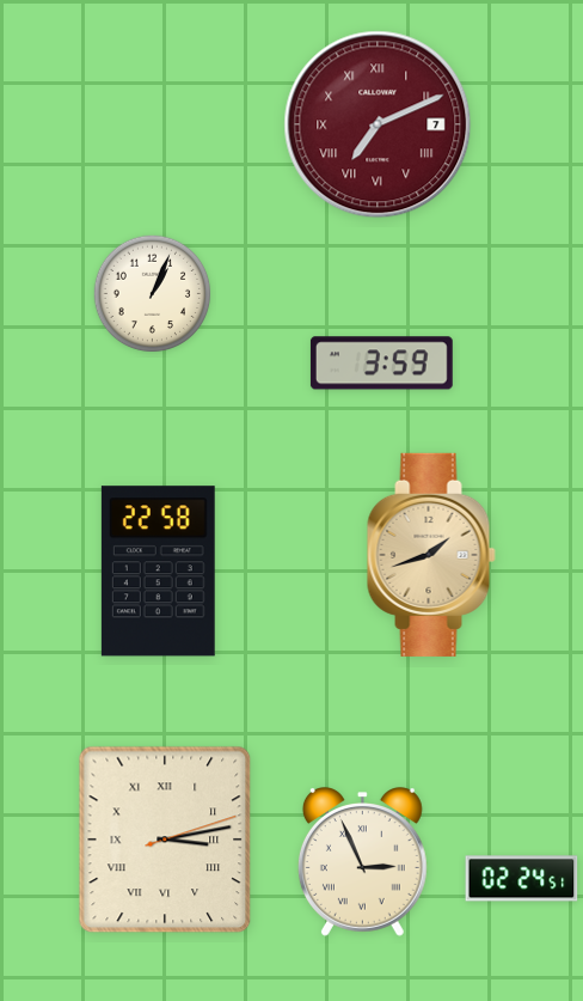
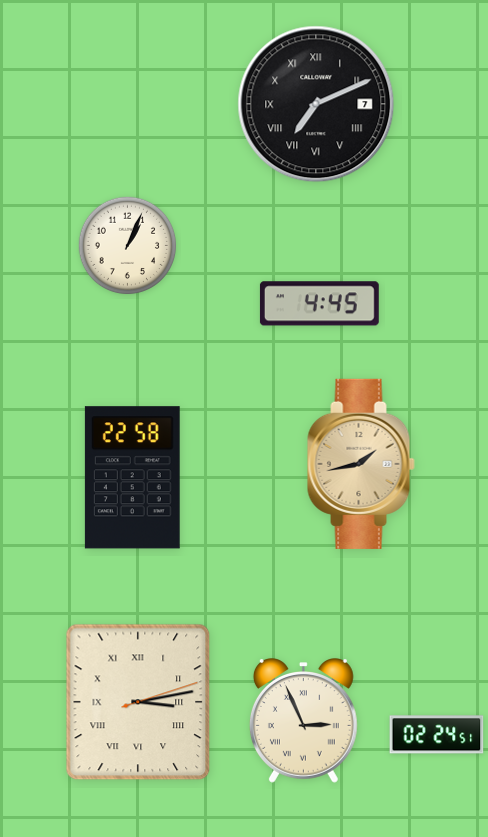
clock at (378, 124) dial: burgundy -> black
clock at (381, 364): 3:59 -> 4:45
clock at (431, 555): 1:42 -> 1:43
